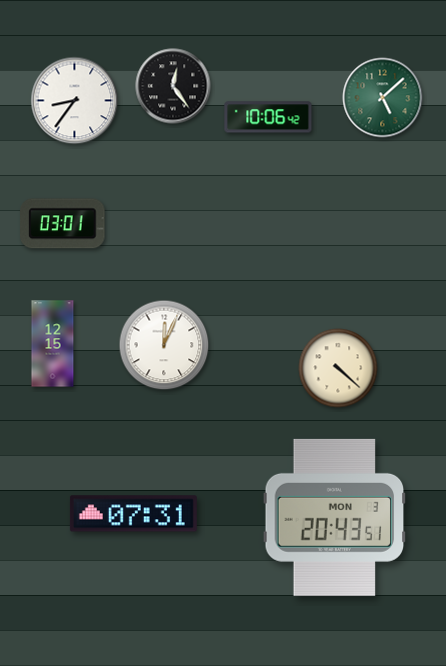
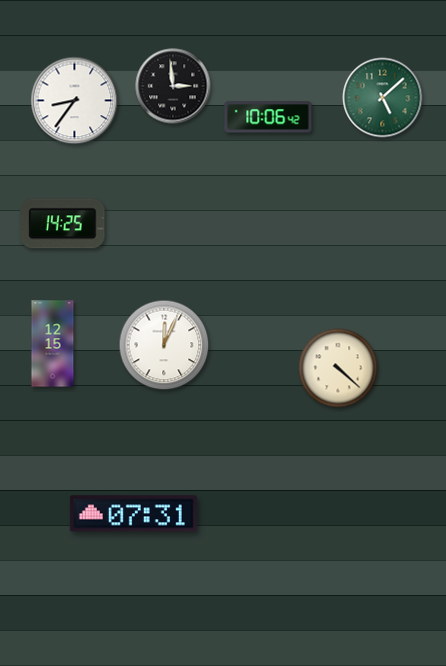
clock at (173, 86): 12:24 -> 2:59
clock at (63, 224): 03:01 -> 14:25
clock at (335, 517): 20:43 -> none
